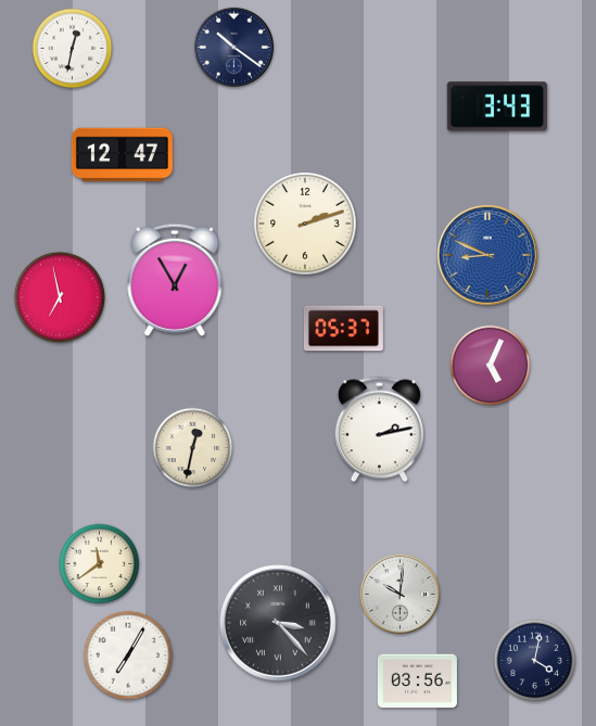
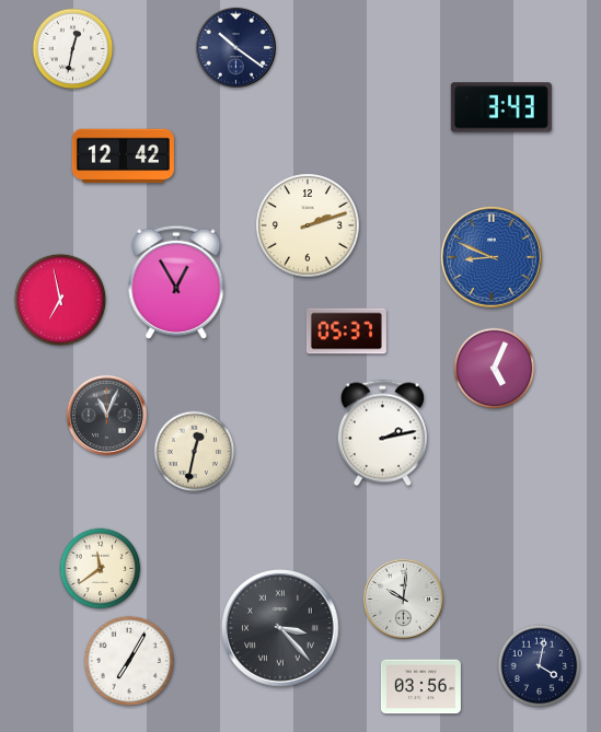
clock at (122, 155): 12:47 -> 12:42
clock at (106, 415): none -> 11:04
